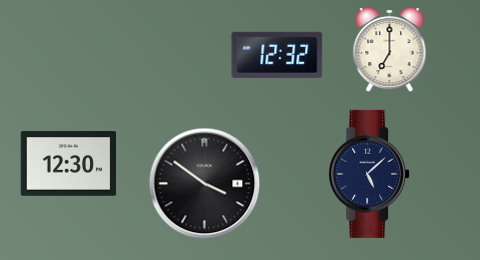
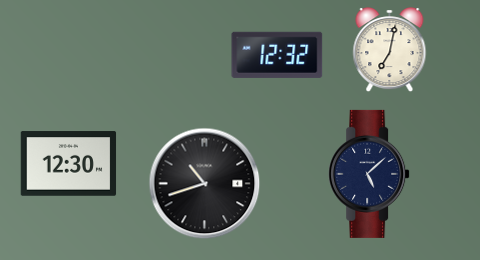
clock at (390, 50): 7:00 -> 7:02
clock at (205, 184): 3:51 -> 10:42
